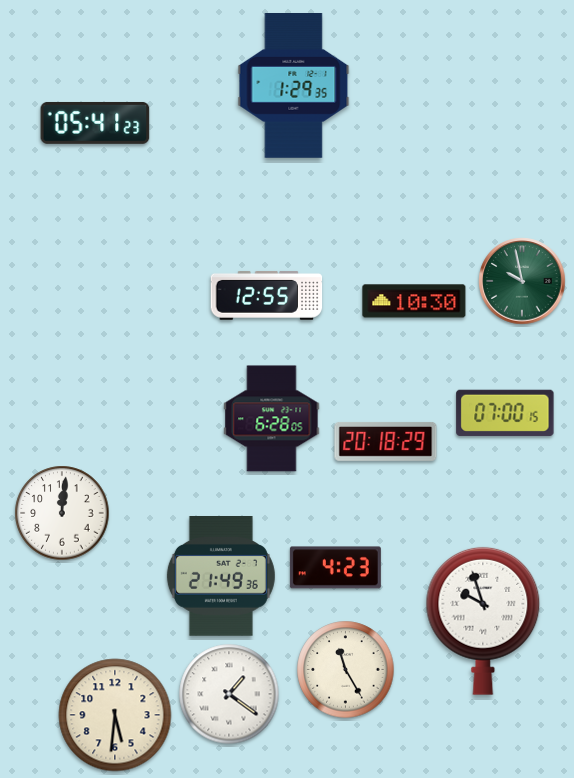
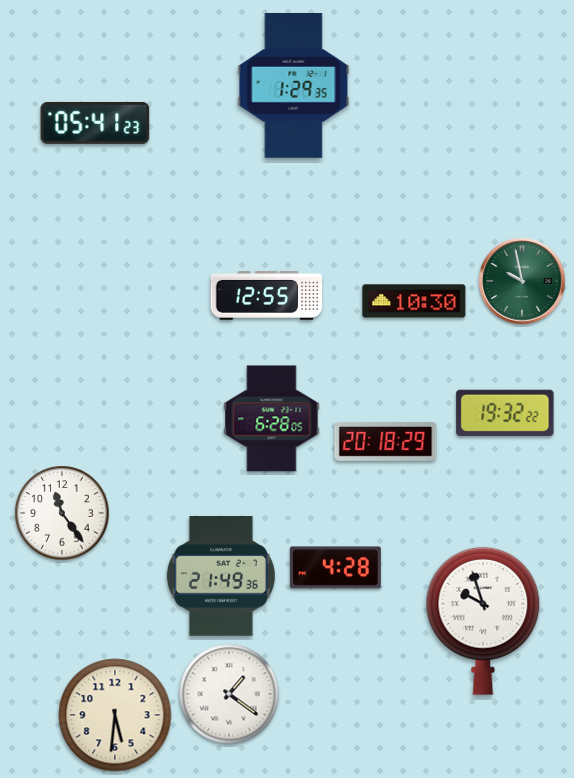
clock at (505, 413): 07:00 -> 19:32
clock at (62, 513): 12:01 -> 11:24
clock at (335, 568): 4:23 -> 4:28
clock at (346, 670): 11:25 -> none
